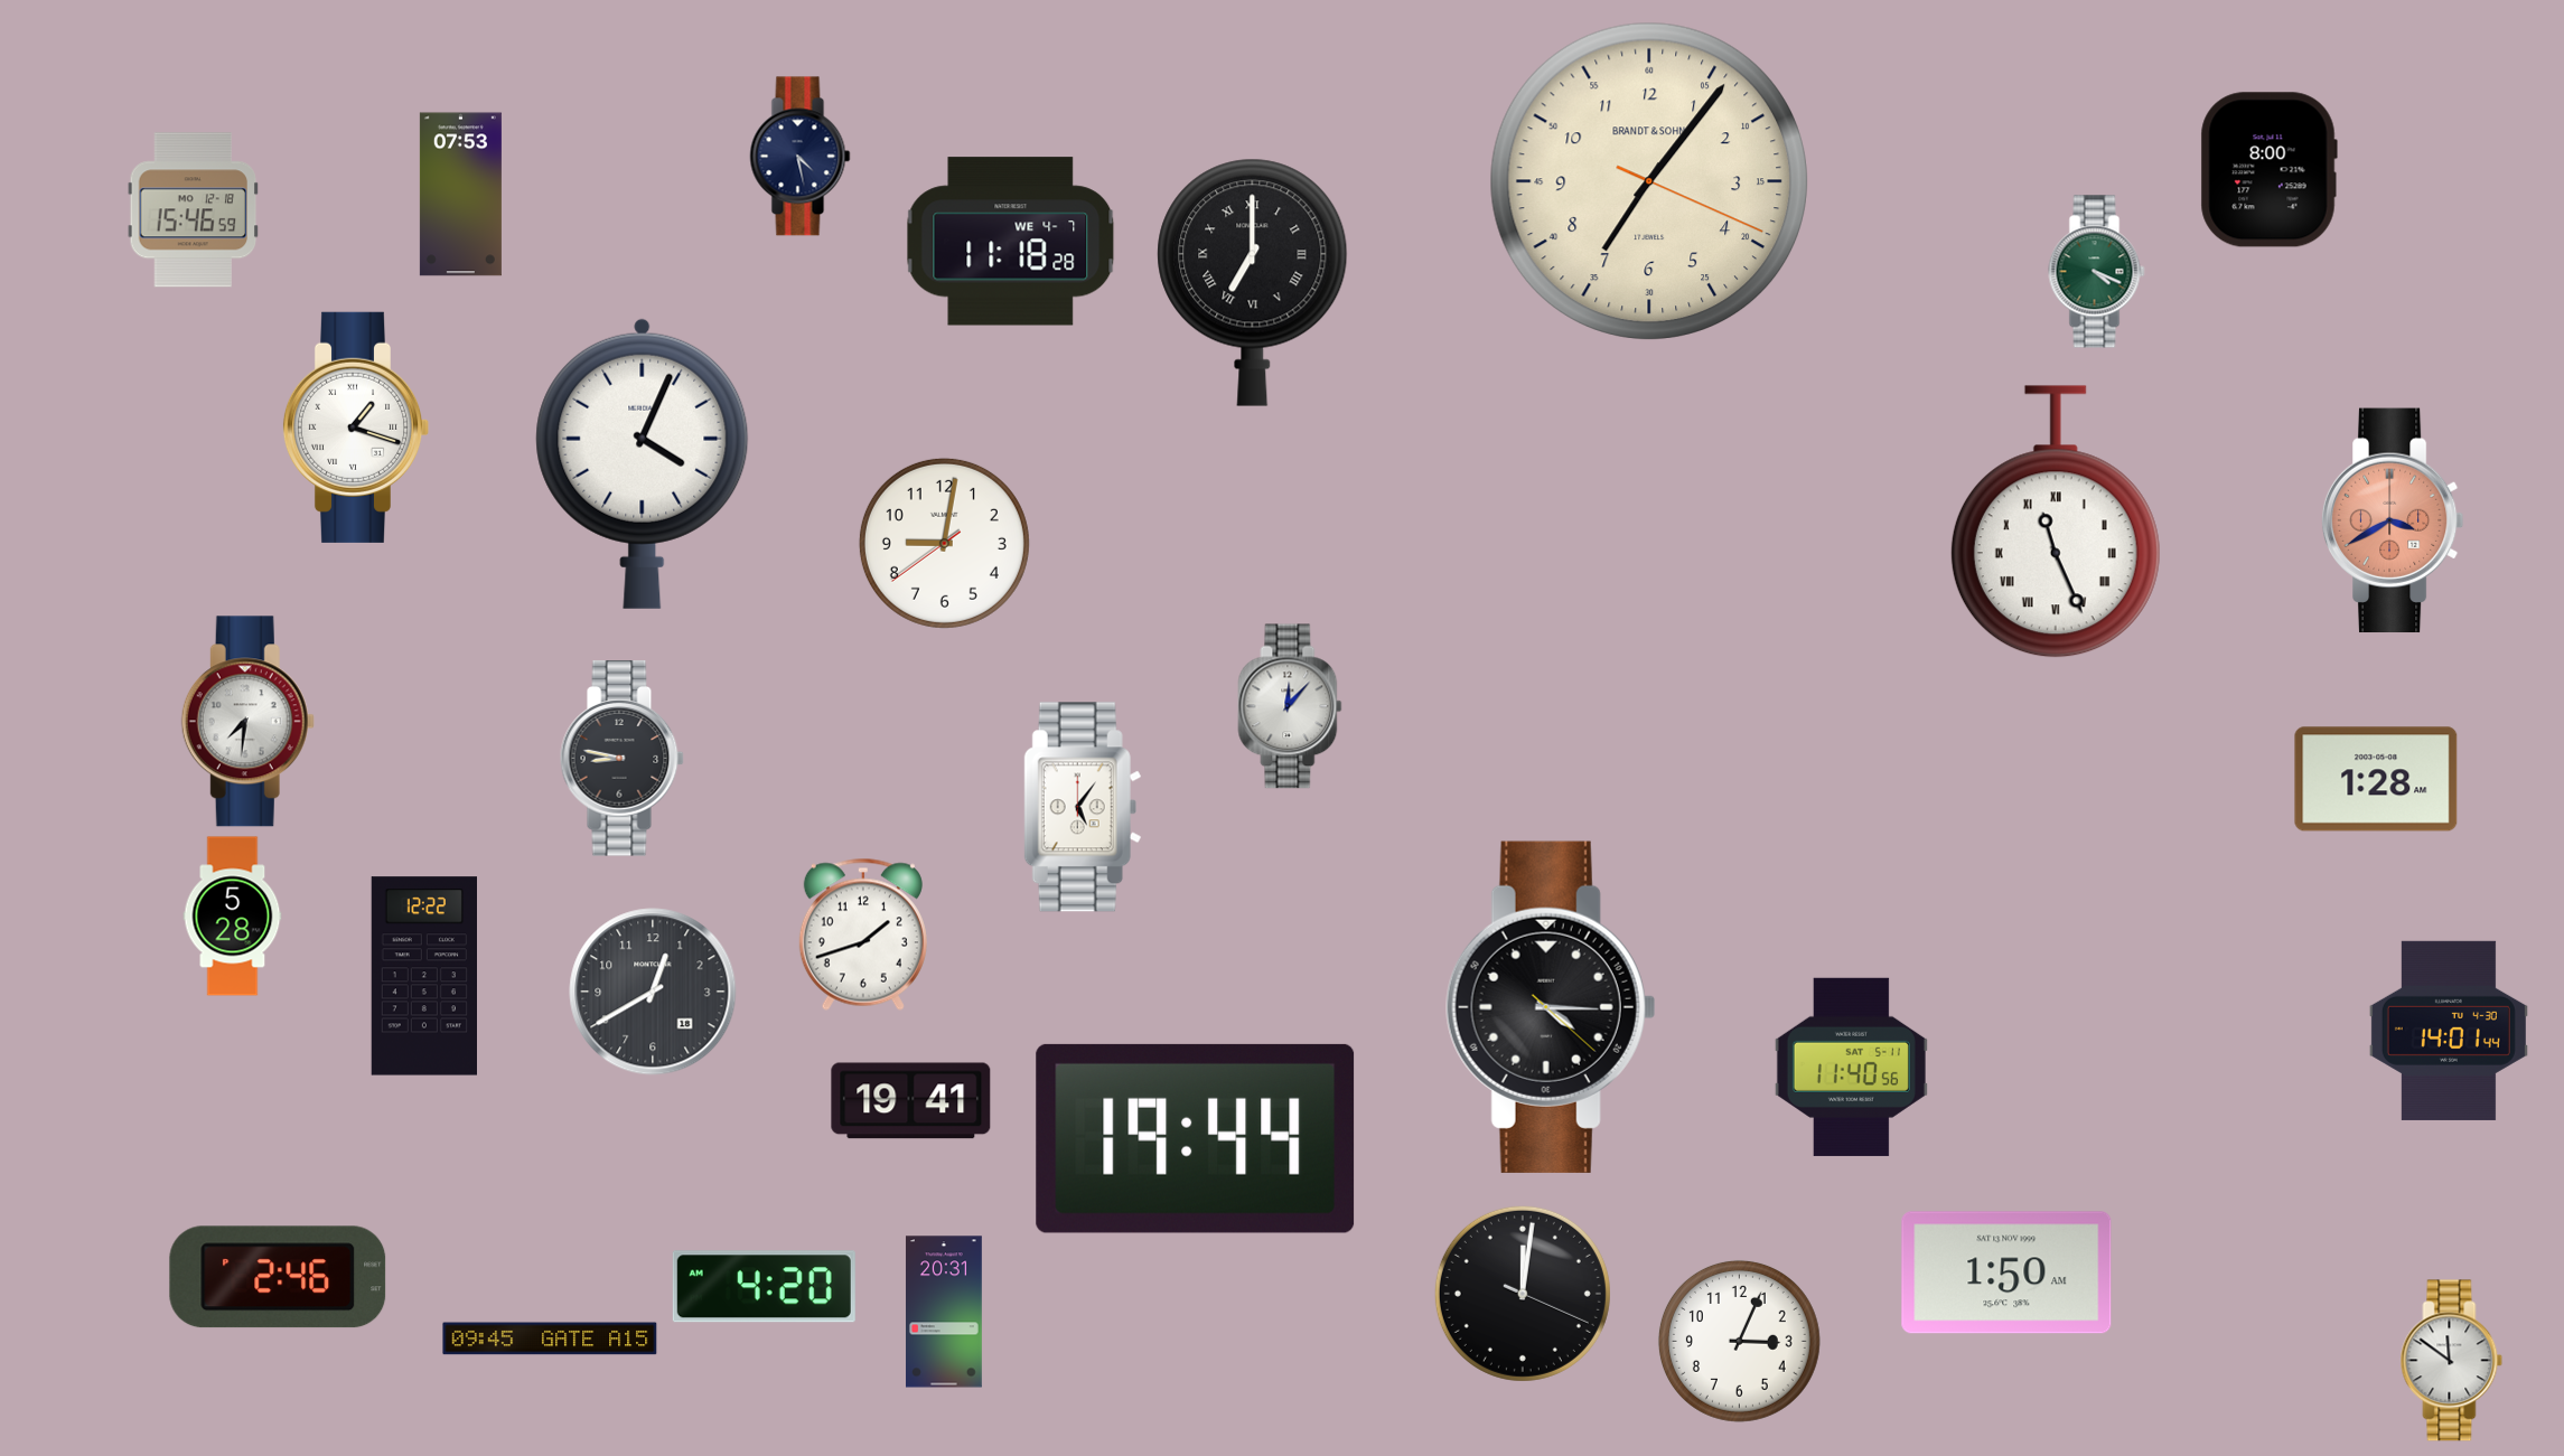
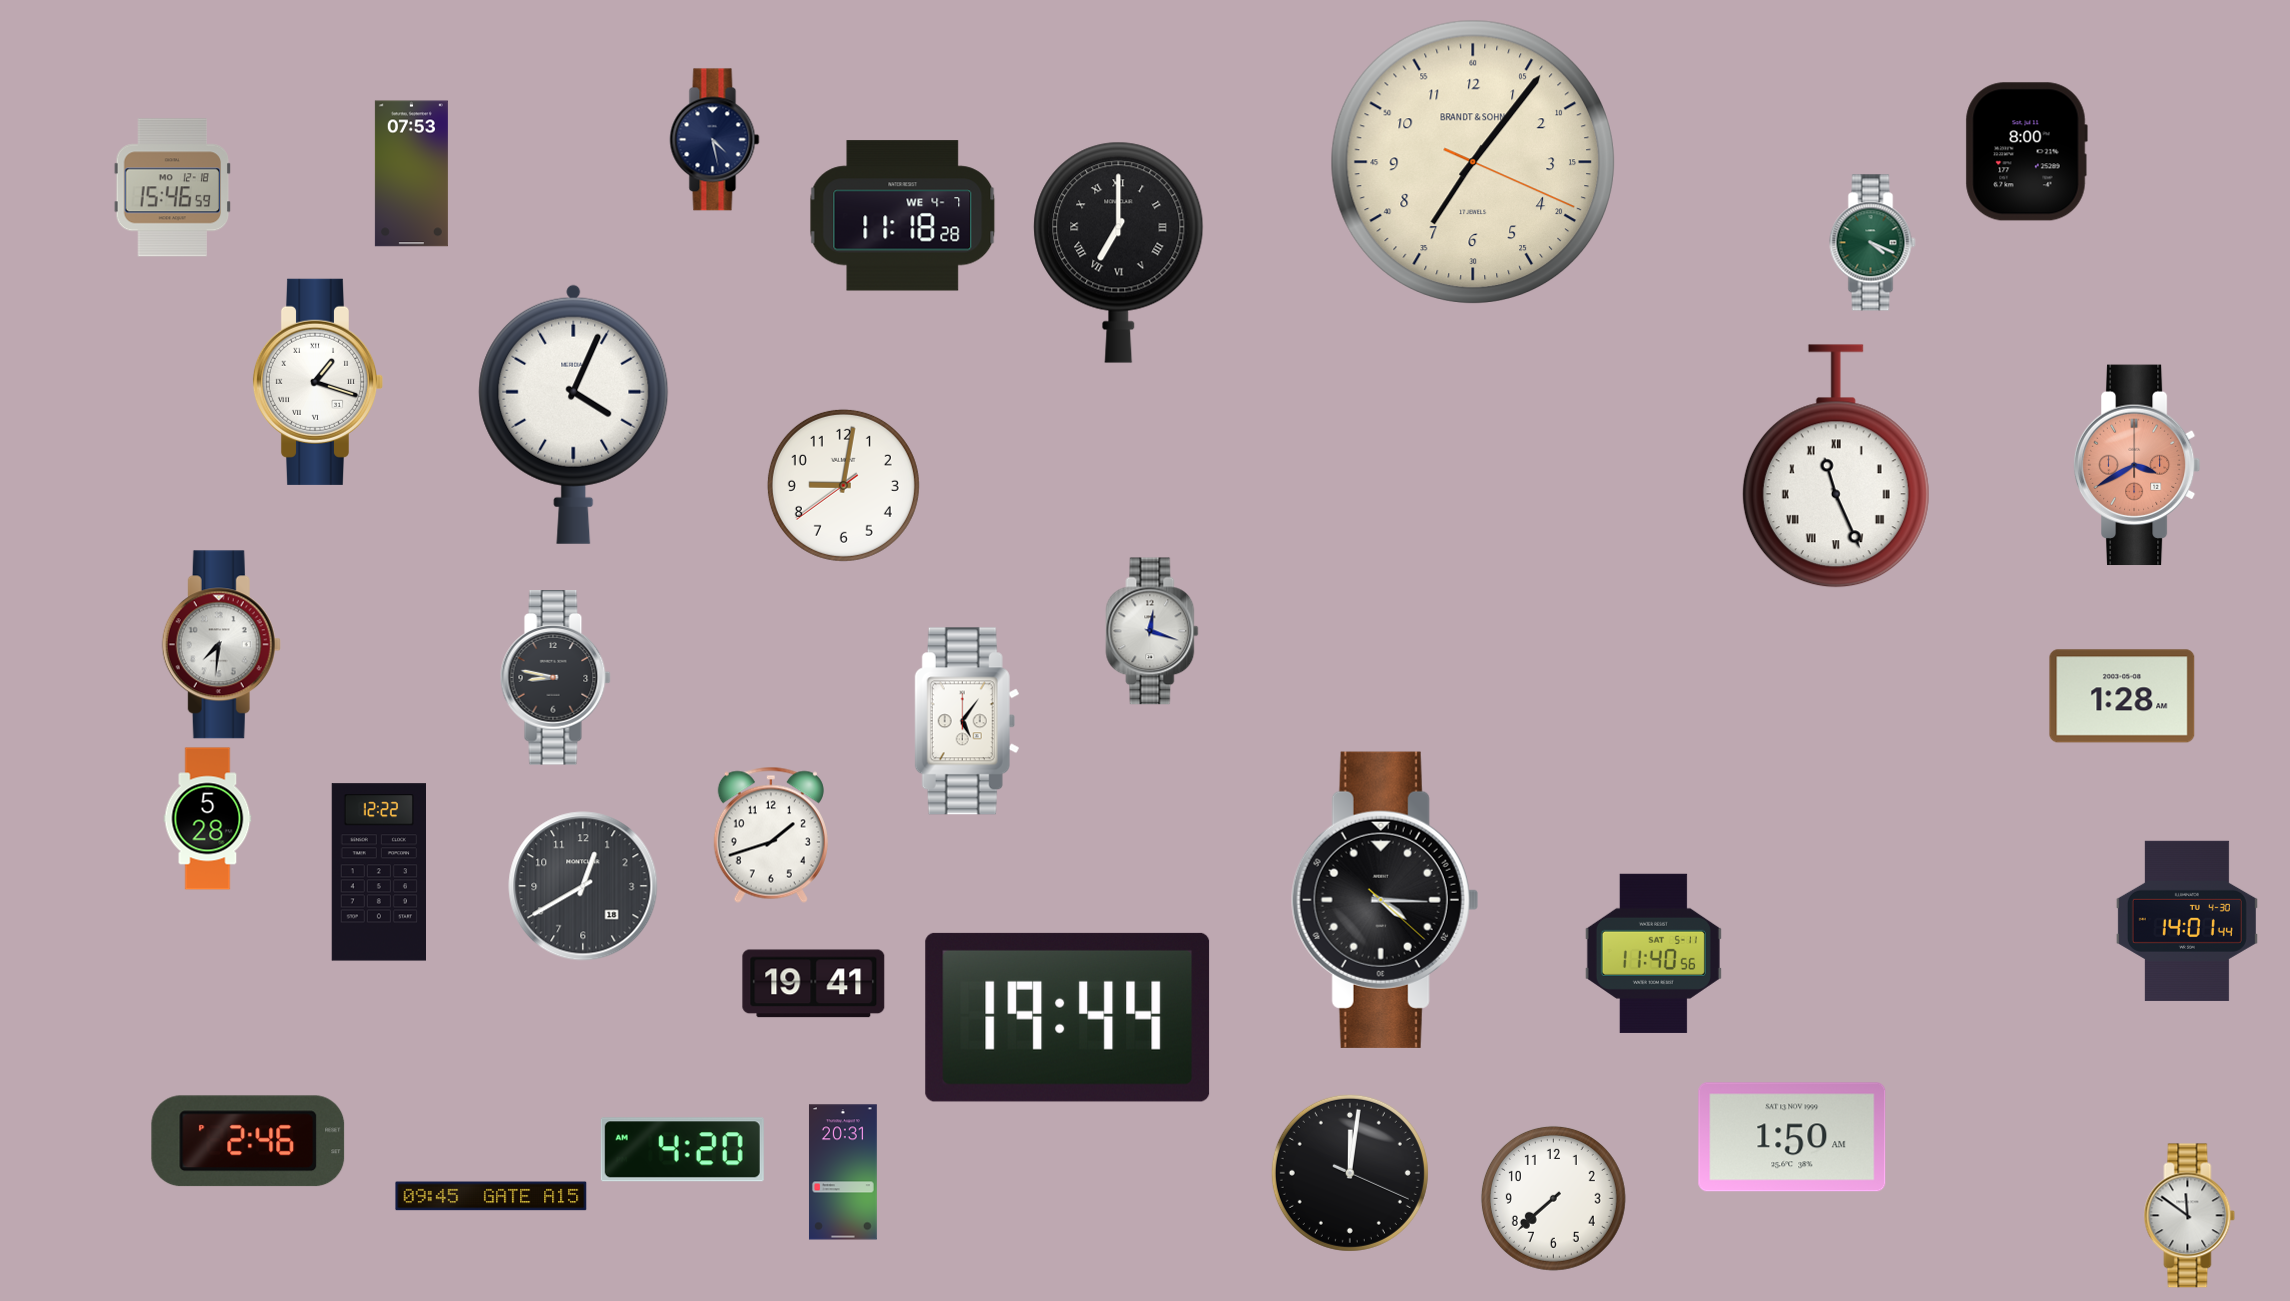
clock at (1290, 706): 12:07 -> 12:18
clock at (1523, 1294) position: (1523, 1294) -> (1350, 1173)
clock at (1739, 1341): 3:04 -> 7:38
